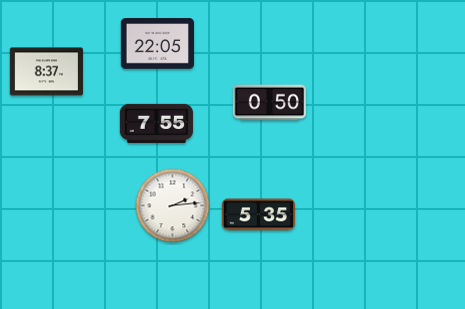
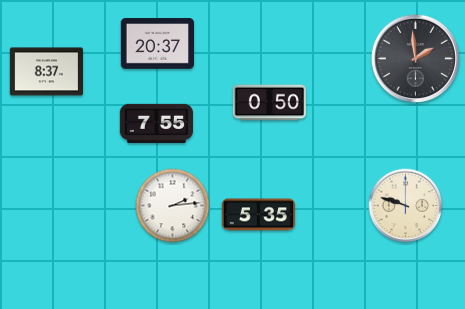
clock at (157, 44): 22:05 -> 20:37
clock at (415, 58): none -> 1:59
clock at (406, 206): none -> 9:48
